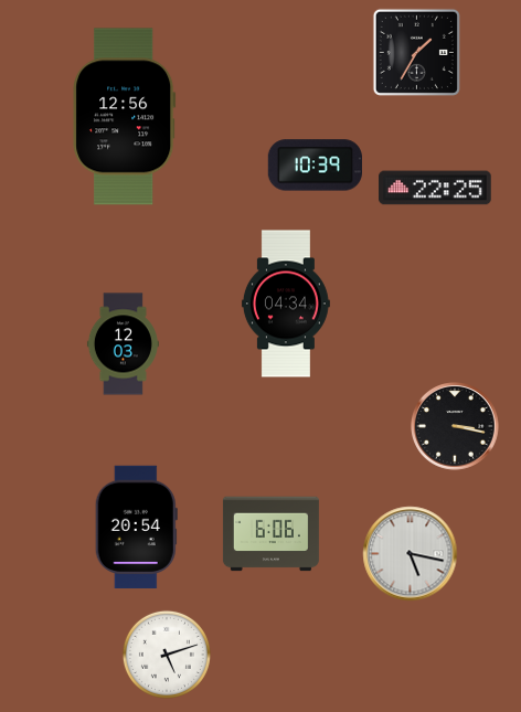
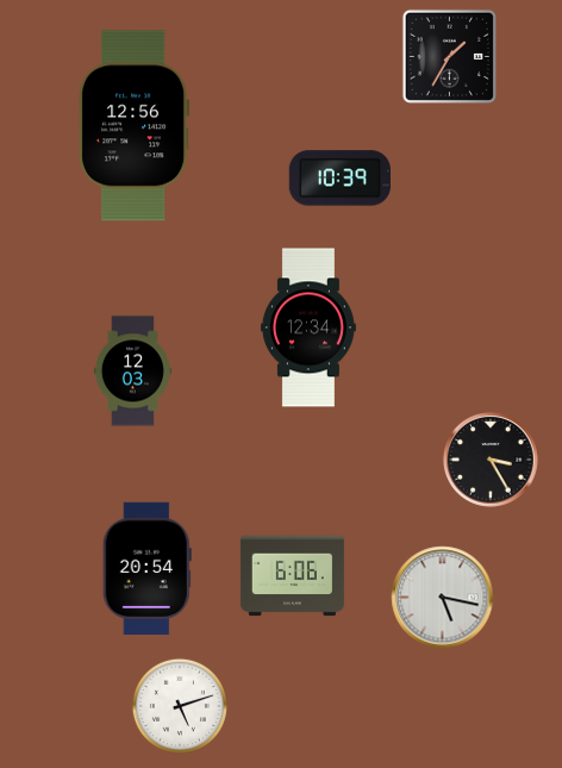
clock at (435, 188): 22:25 -> none
clock at (286, 304): 04:34 -> 12:34
clock at (456, 427): 3:17 -> 3:25
